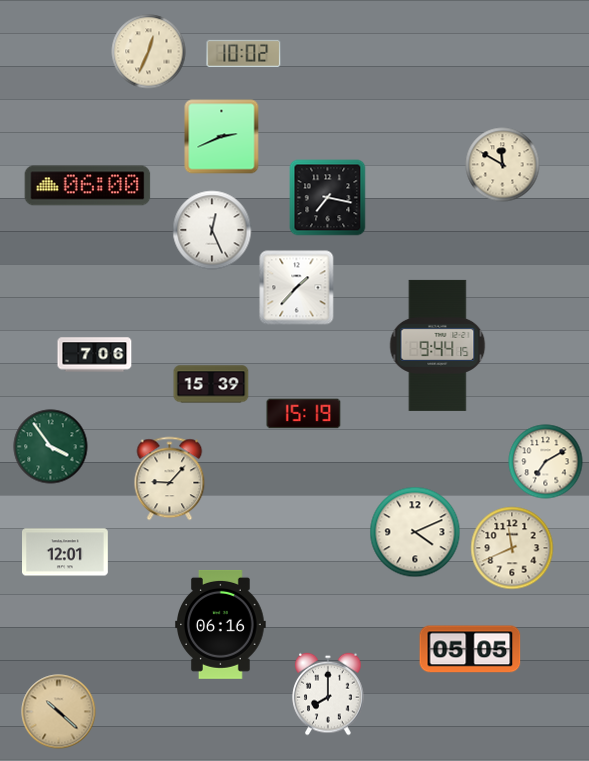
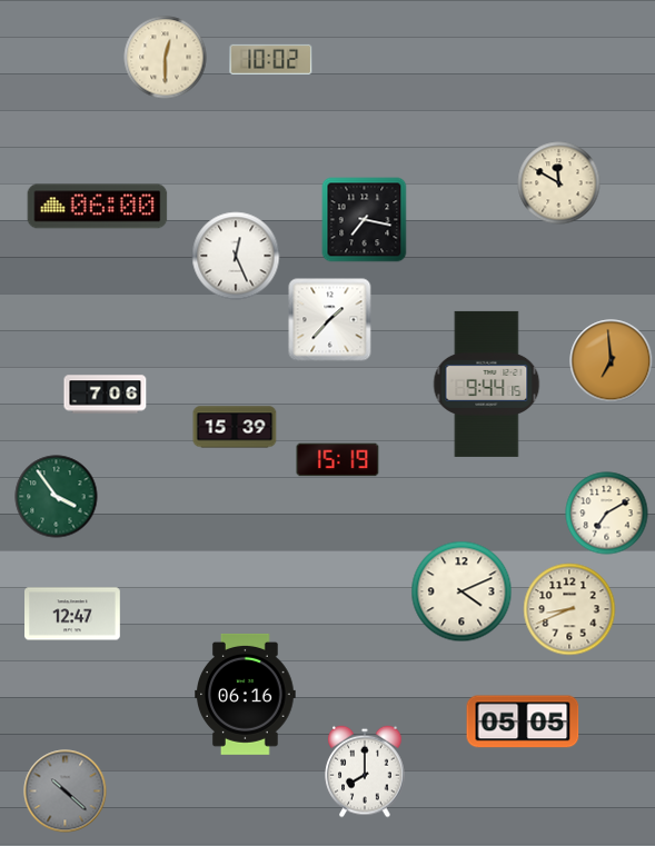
clock at (149, 52): 12:34 -> 12:30
clock at (222, 137): 2:41 -> none
clock at (612, 361): none -> 6:59
clock at (170, 479): 9:07 -> none
clock at (512, 548): 11:41 -> 8:41
clock at (66, 552): 12:01 -> 12:47
clock at (59, 712) dial: champagne -> grey
